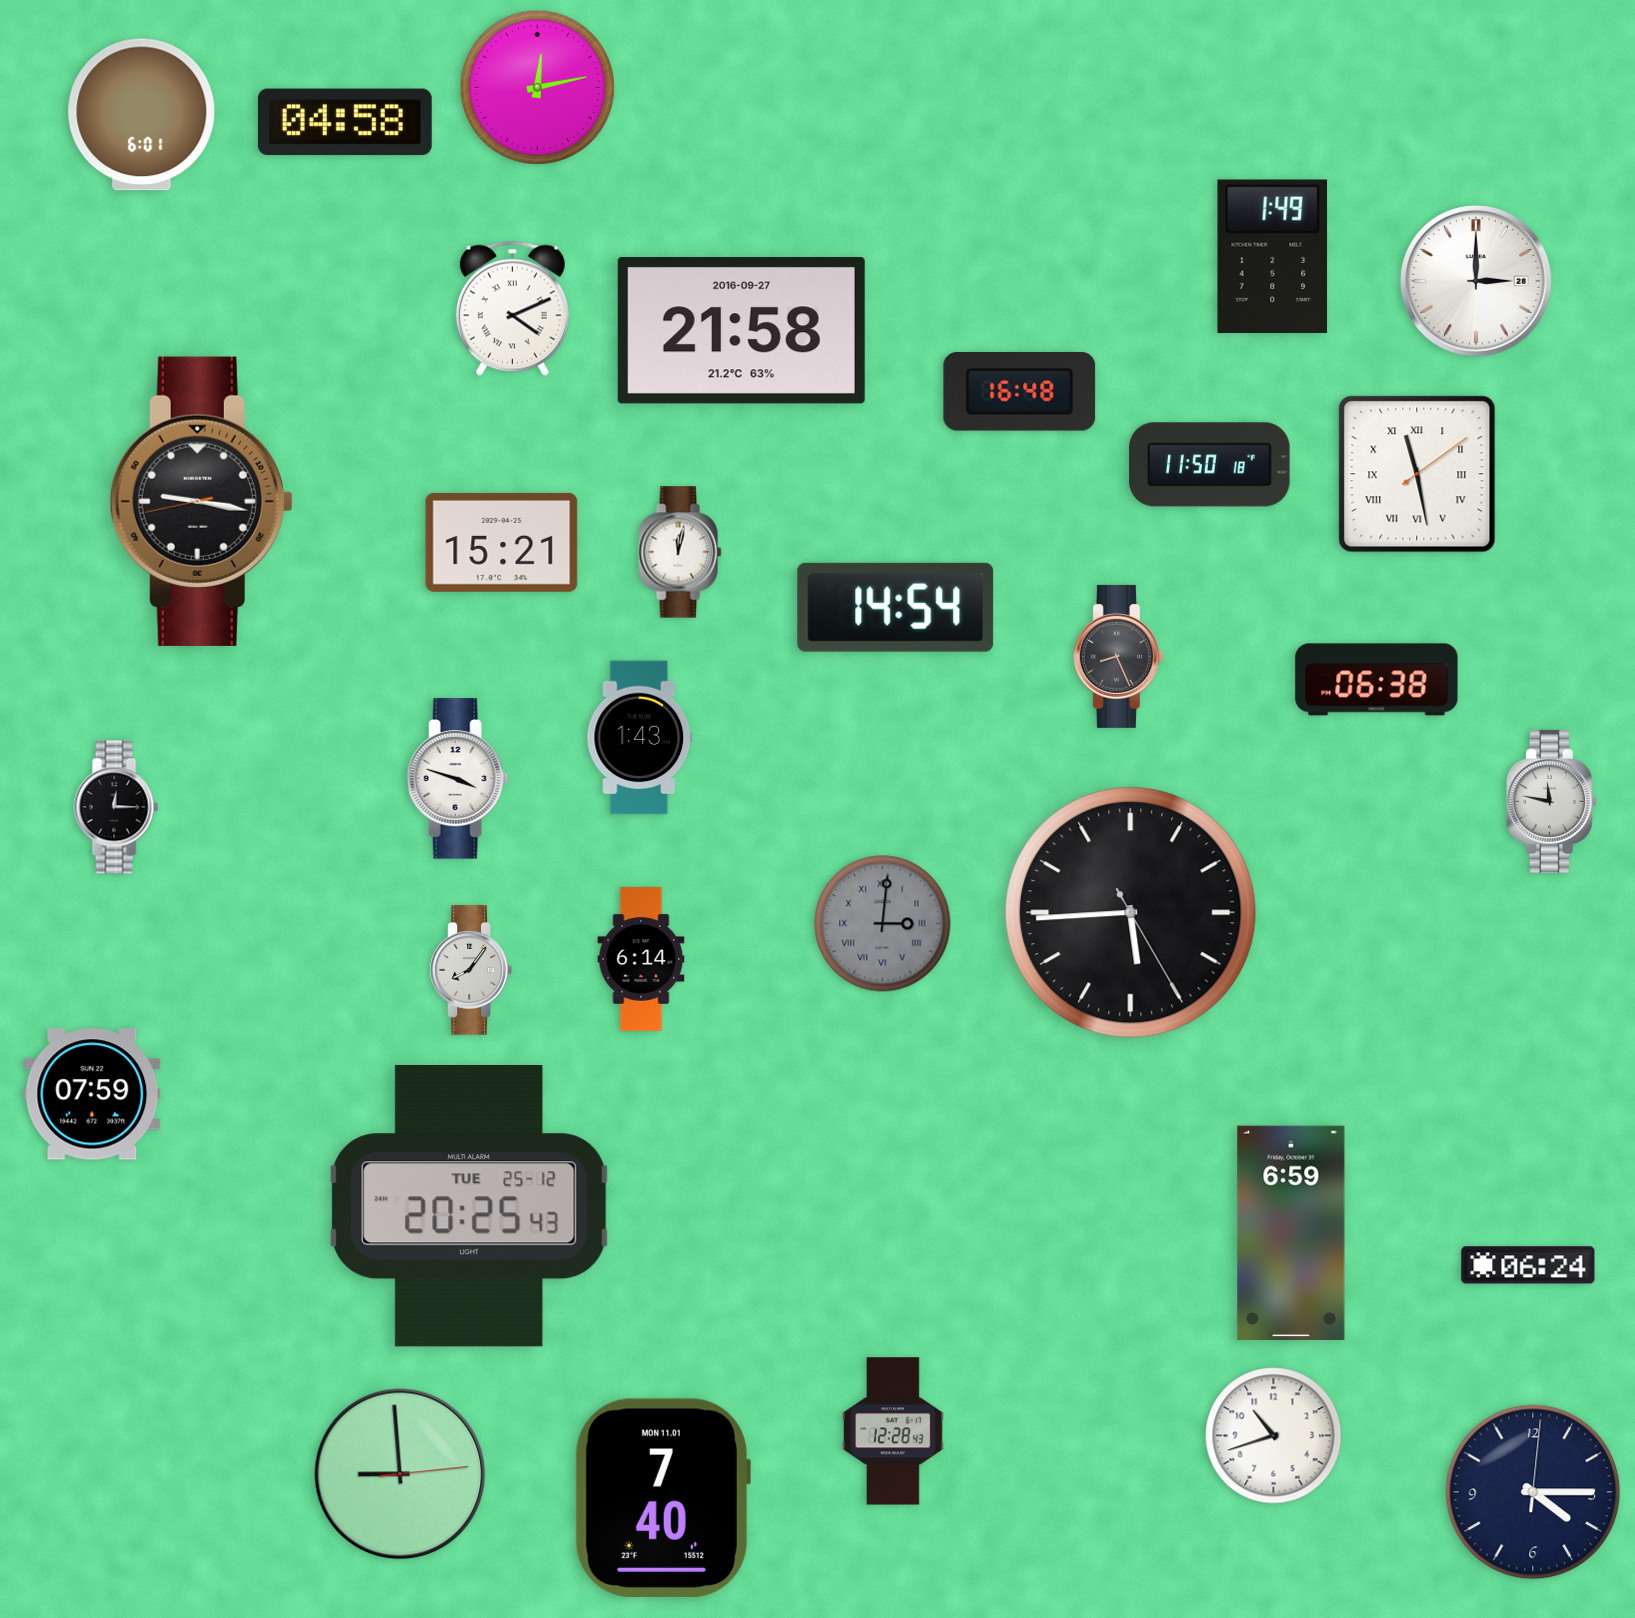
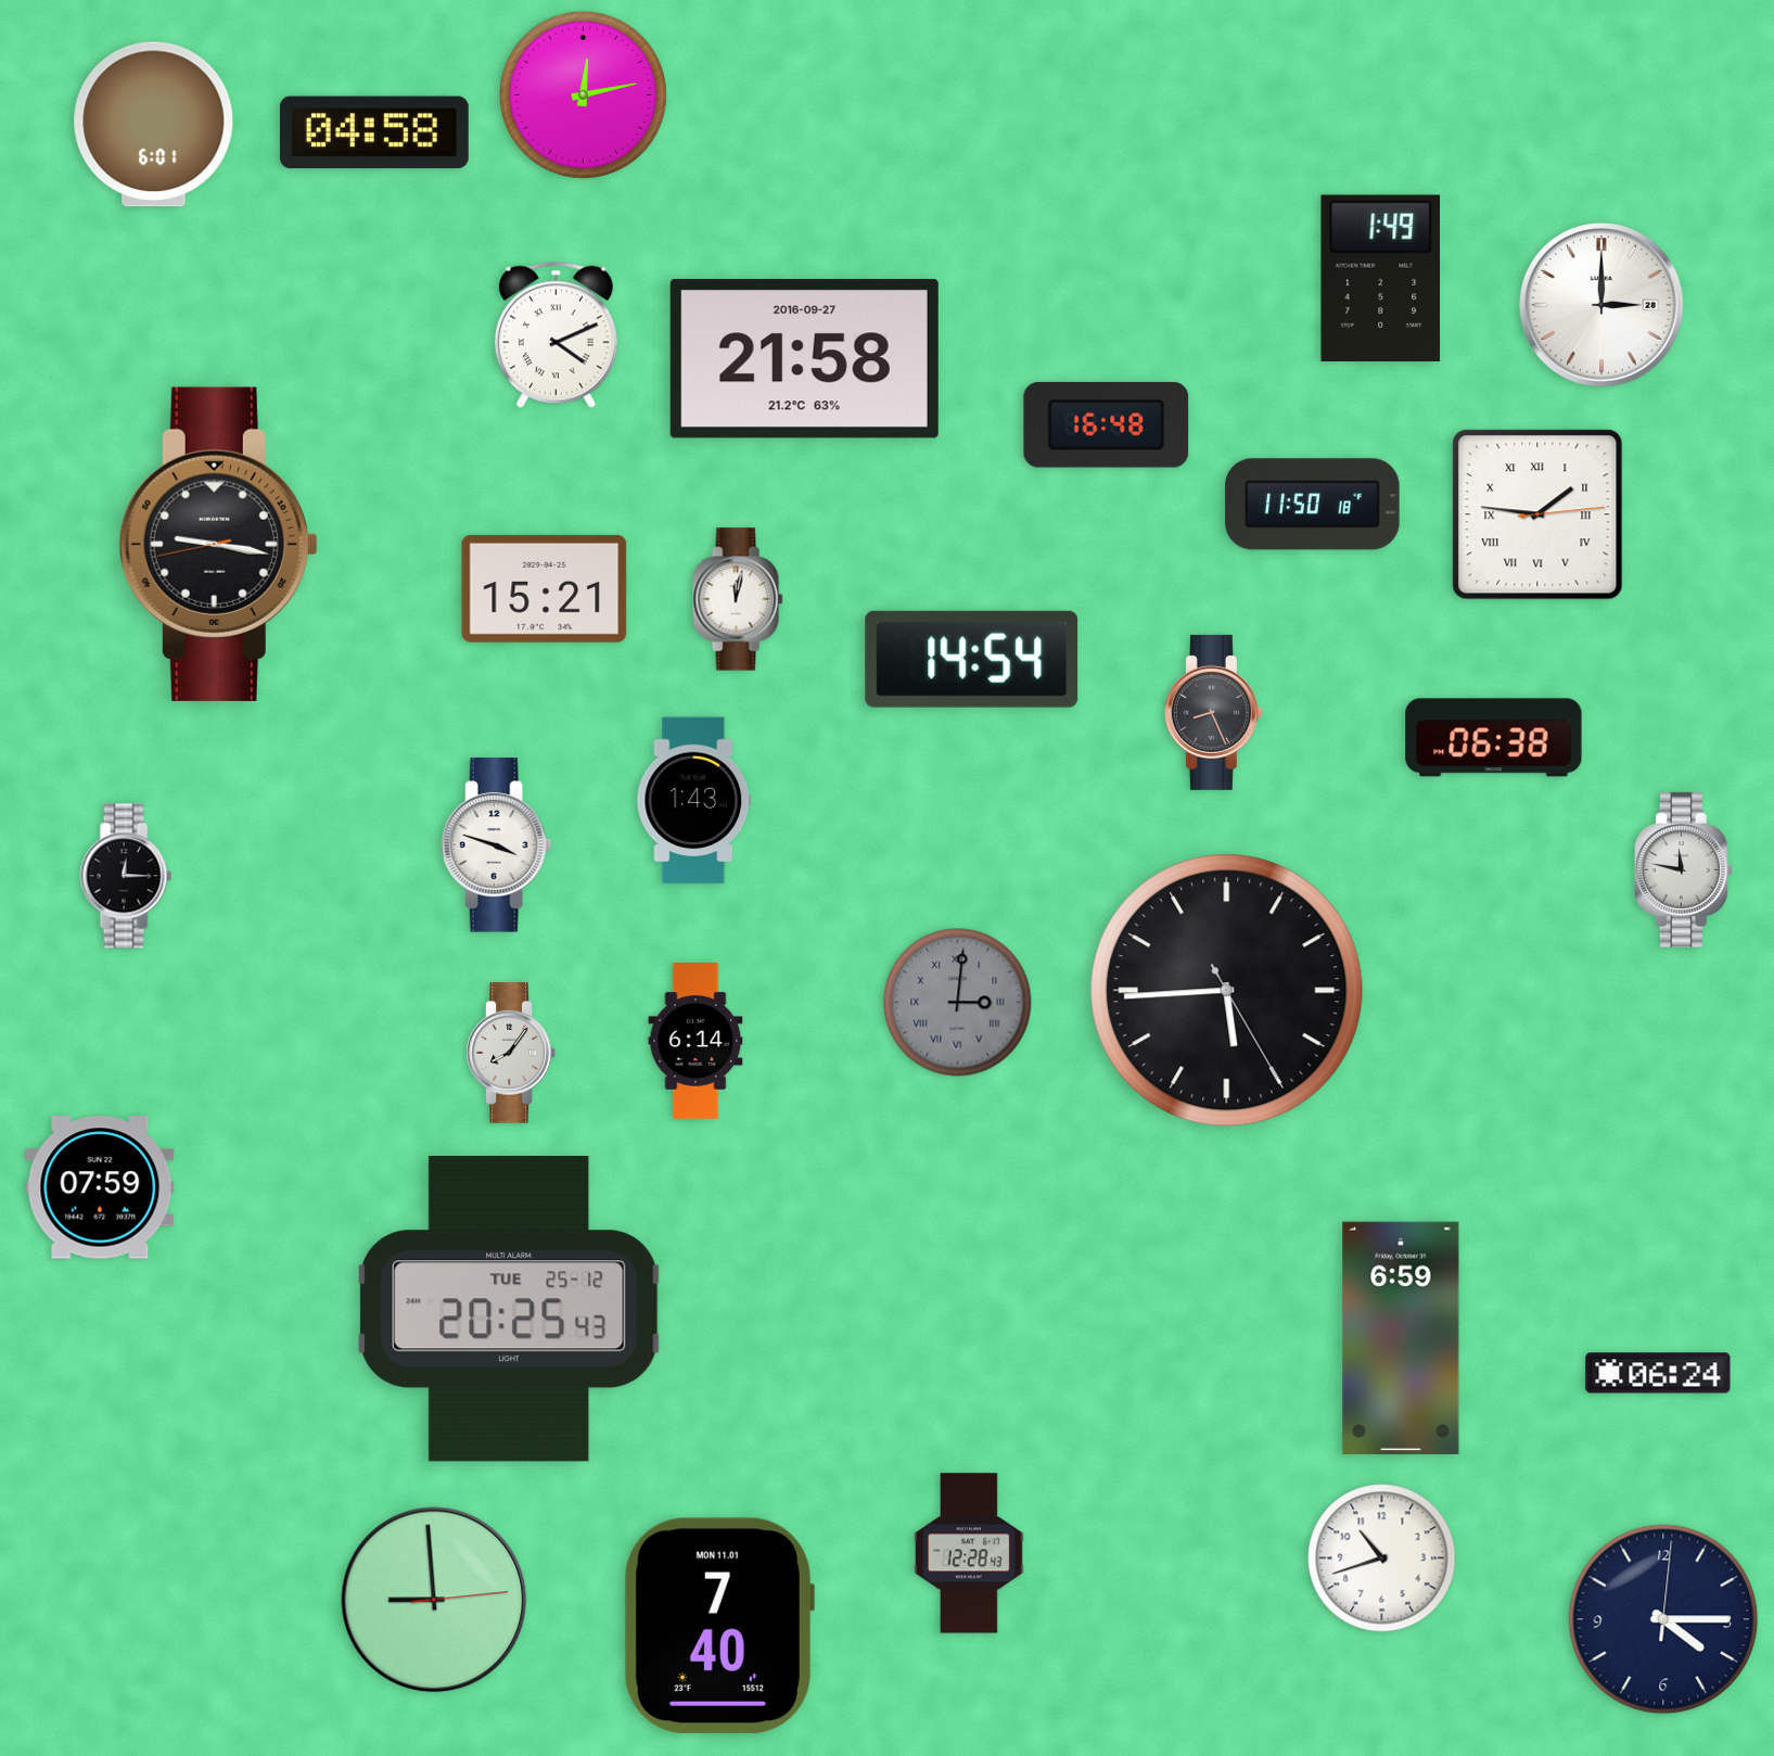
clock at (1417, 474): 11:28 -> 1:46
